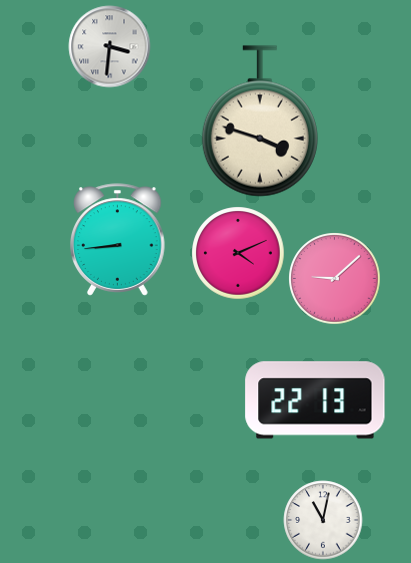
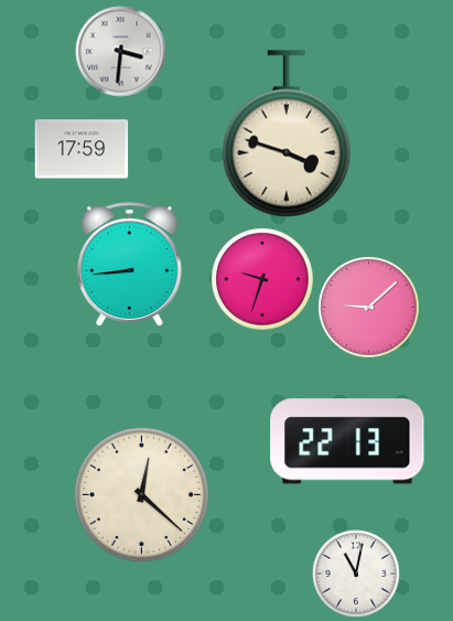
clock at (82, 149): none -> 17:59
clock at (238, 253): 4:11 -> 9:33
clock at (141, 494): none -> 12:22
